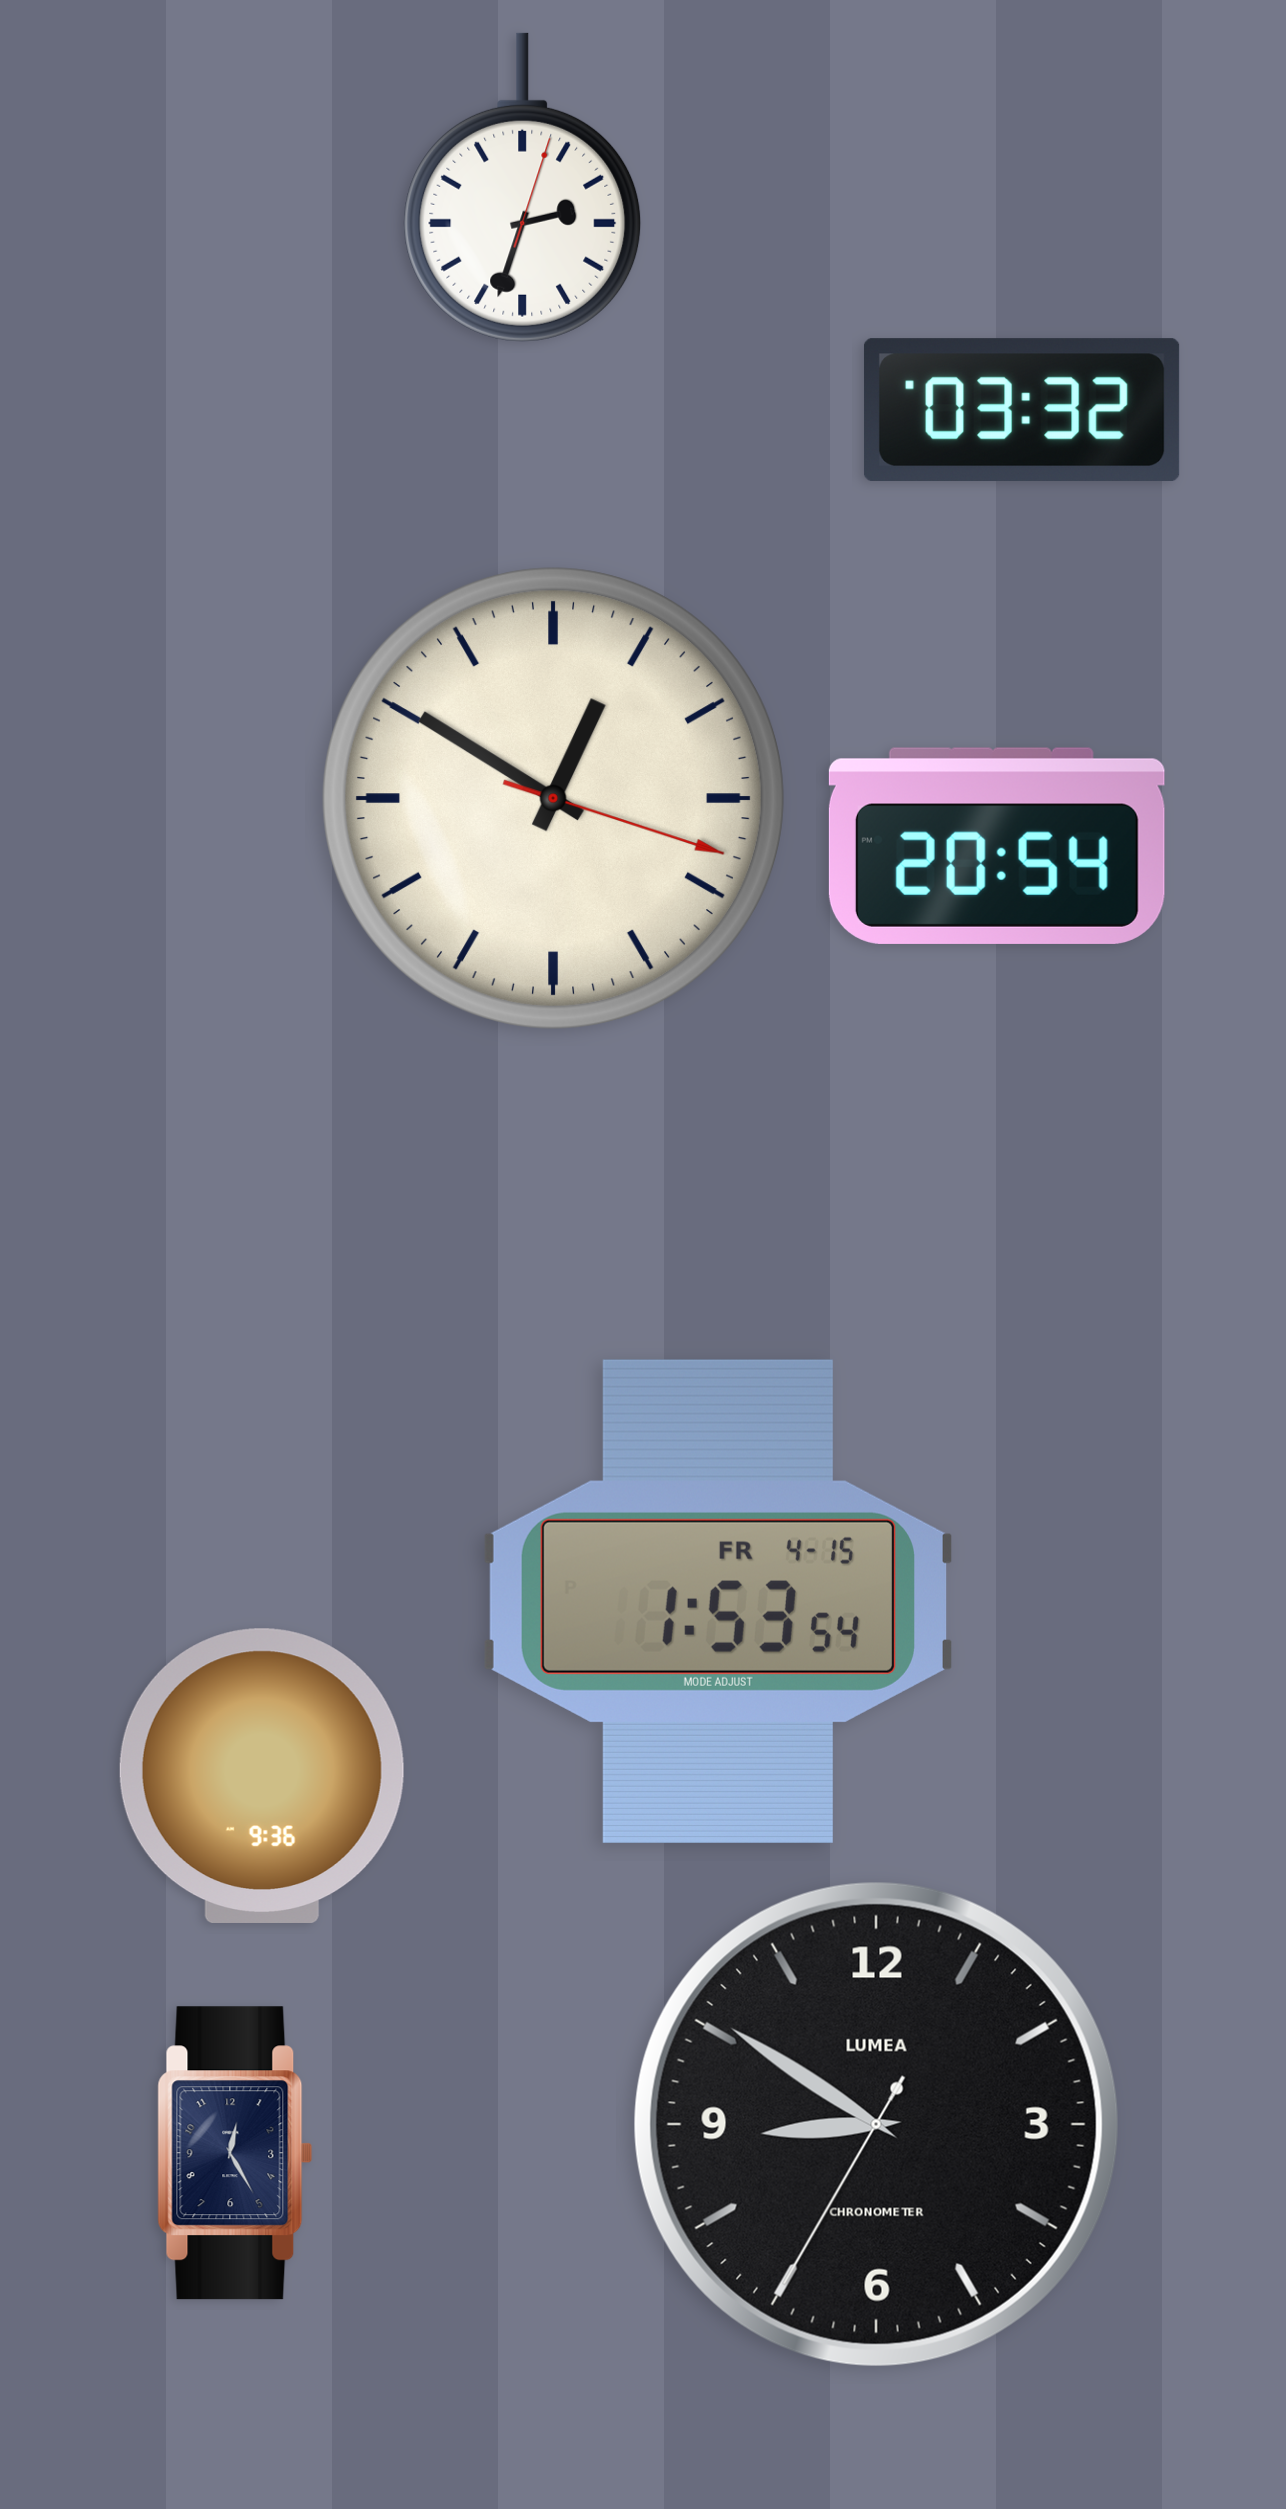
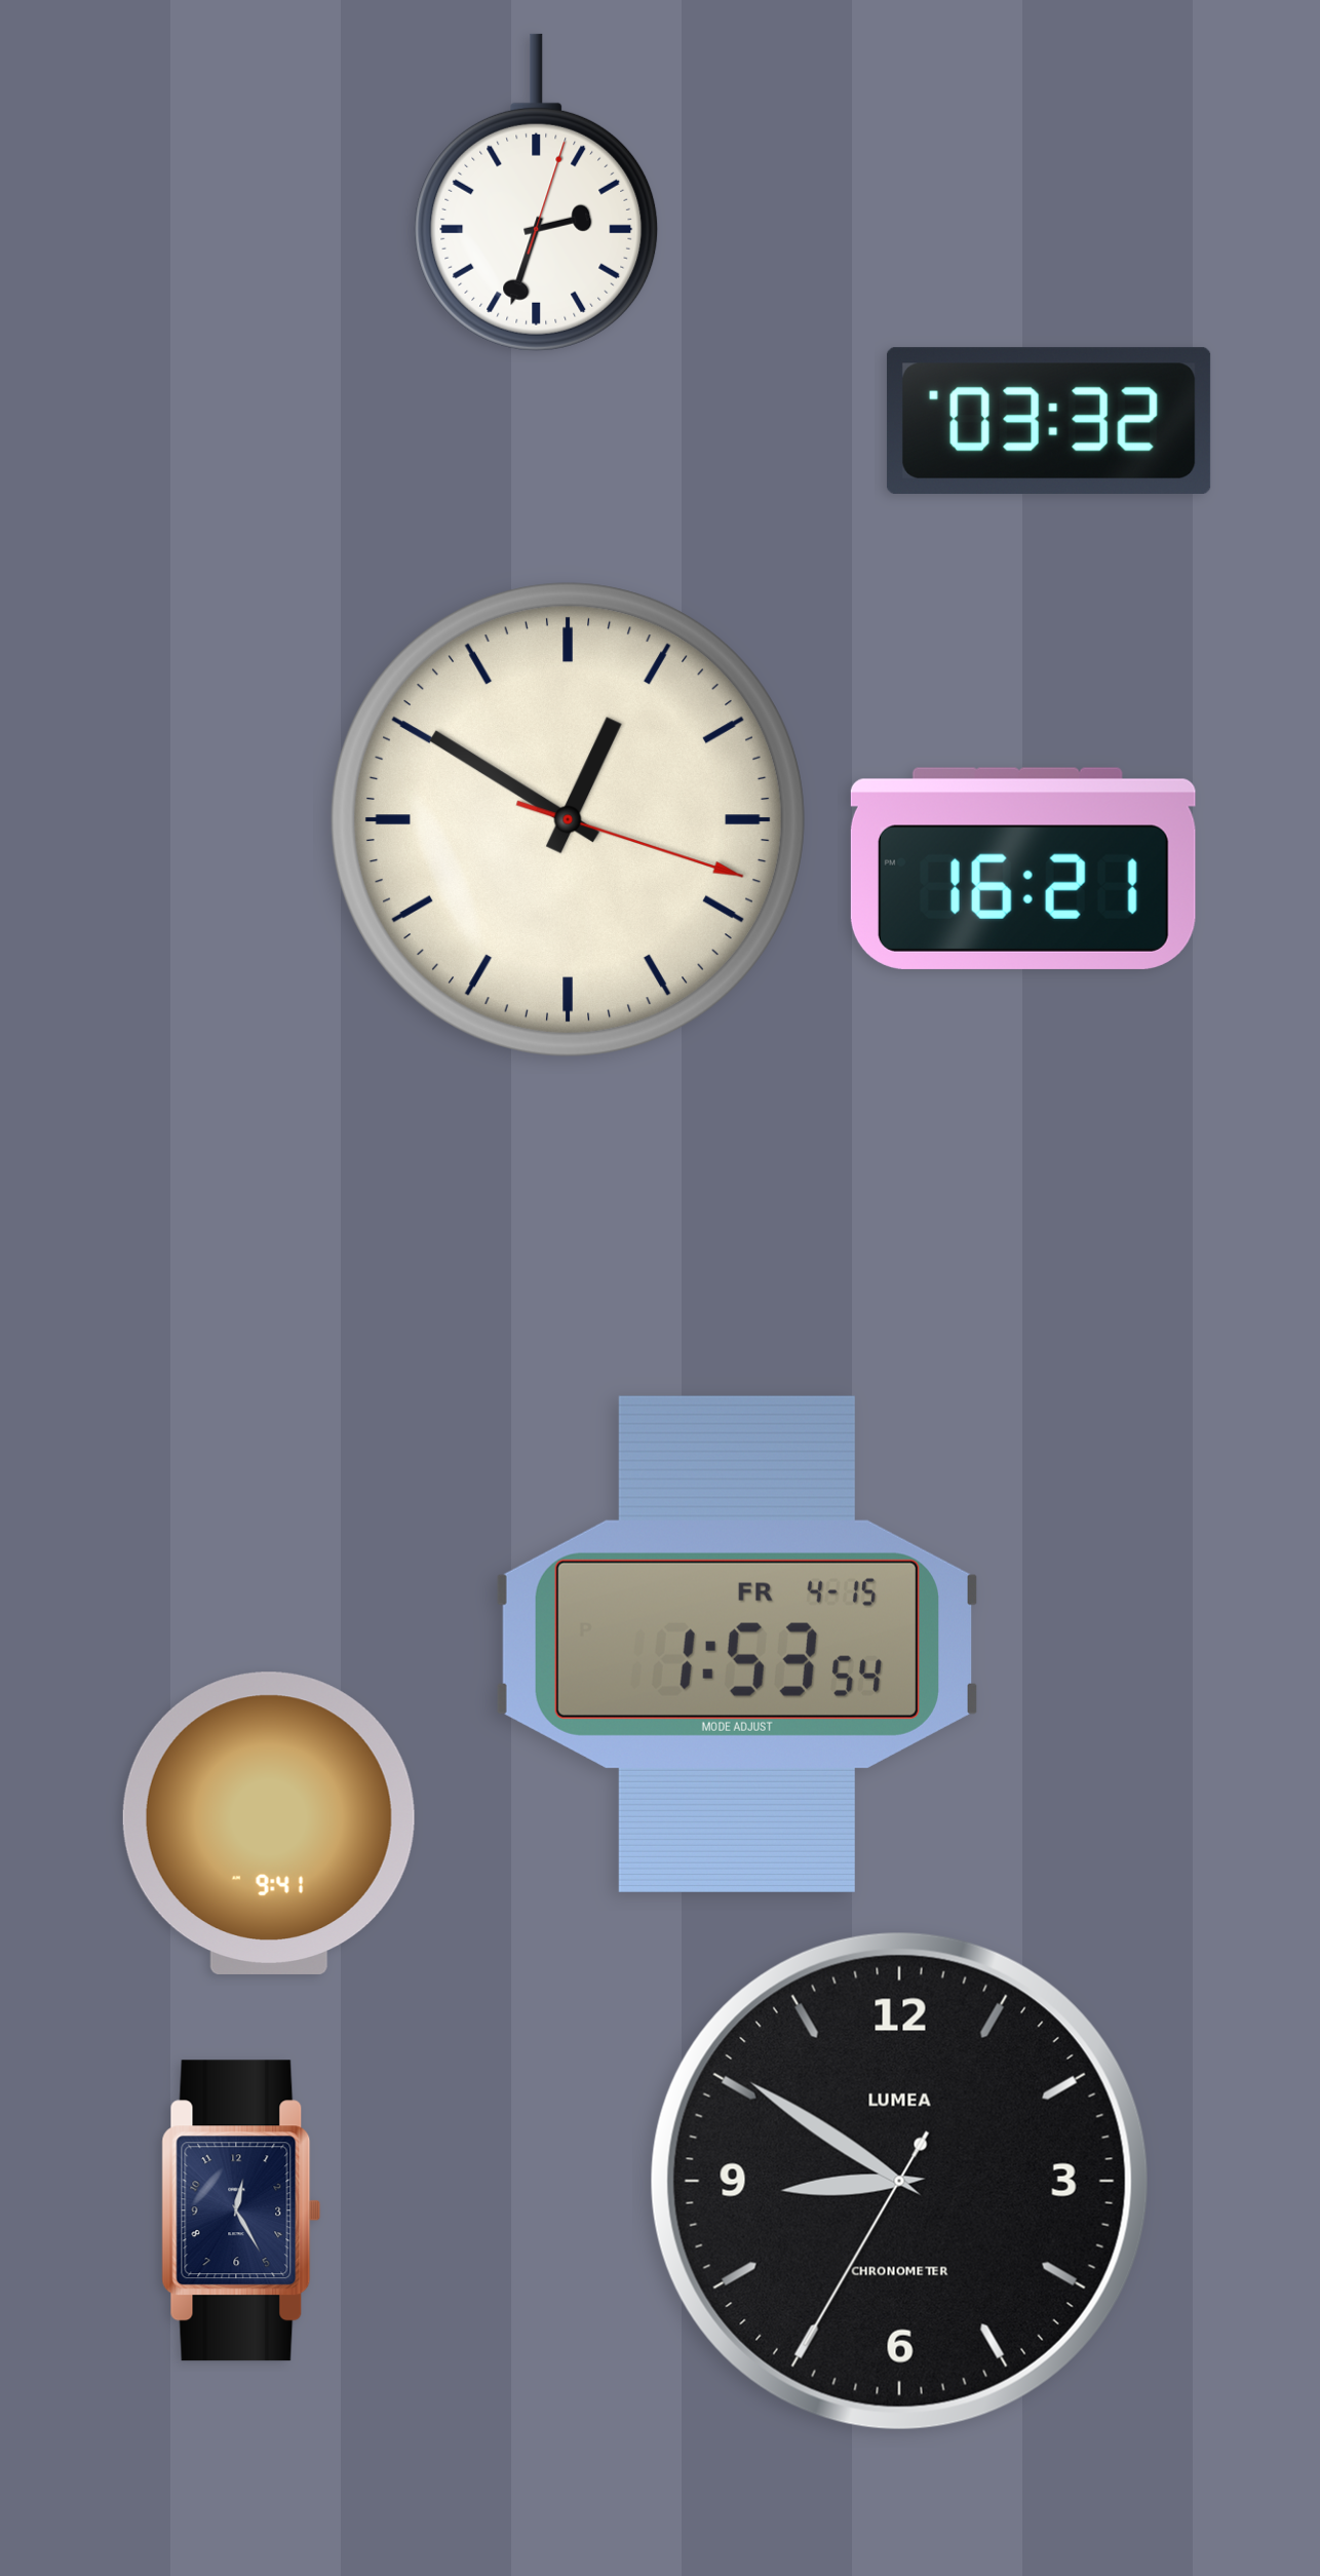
clock at (997, 846): 20:54 -> 16:21
clock at (262, 1776): 9:36 -> 9:41
